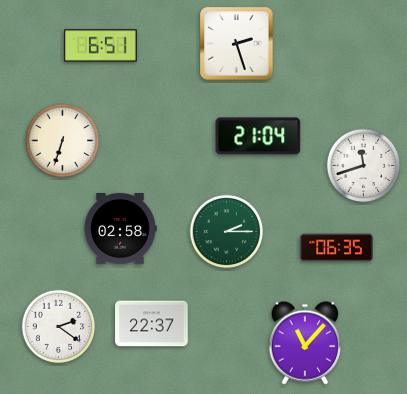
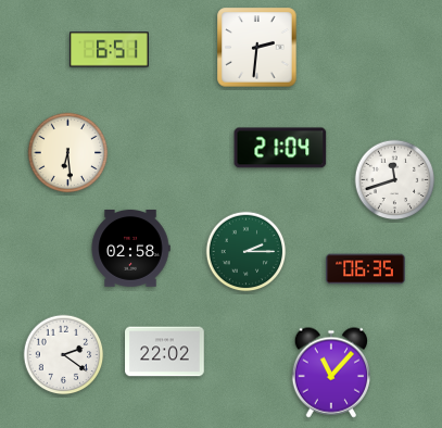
clock at (237, 44): 2:27 -> 2:31
clock at (63, 141): 6:33 -> 6:29
clock at (152, 324): 22:37 -> 22:02
